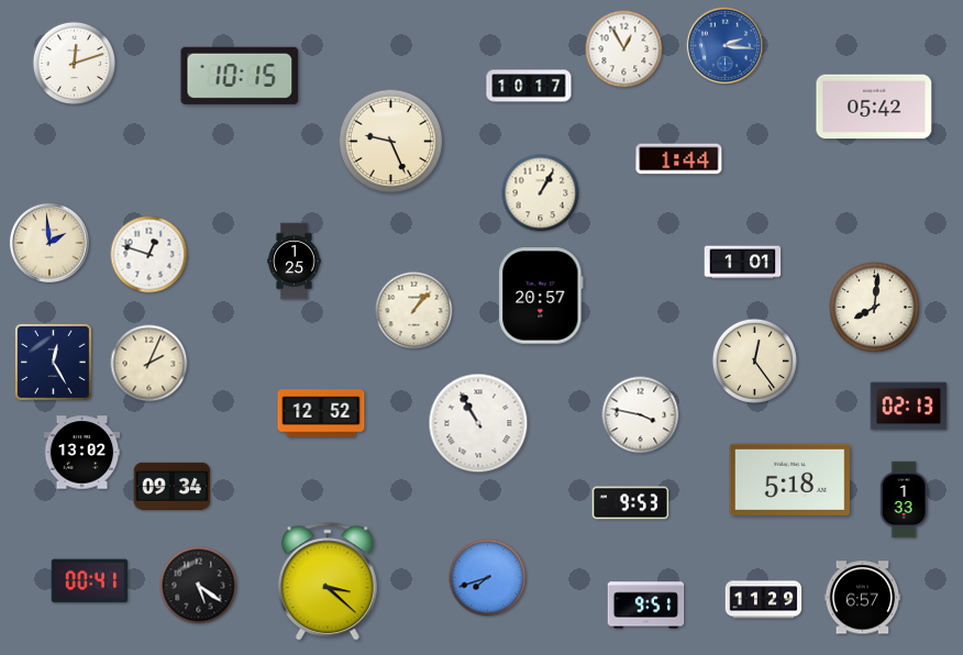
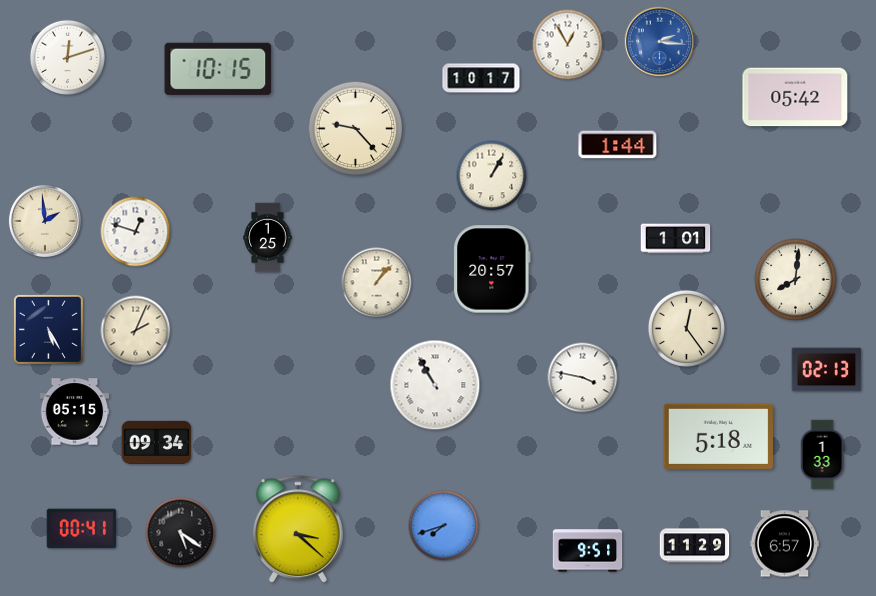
clock at (391, 142): 9:26 -> 9:23
clock at (53, 362): 12:25 -> 5:25
clock at (321, 413): 12:52 -> none
clock at (82, 453): 13:02 -> 05:15
clock at (631, 503): 9:53 -> none
